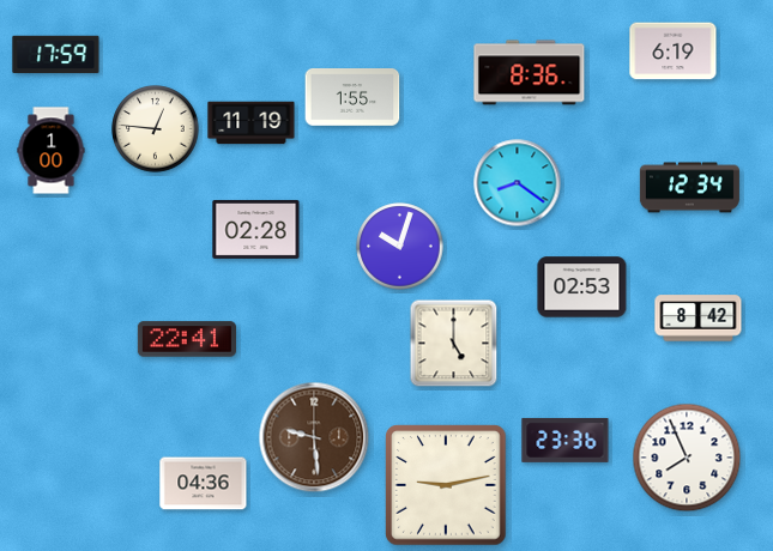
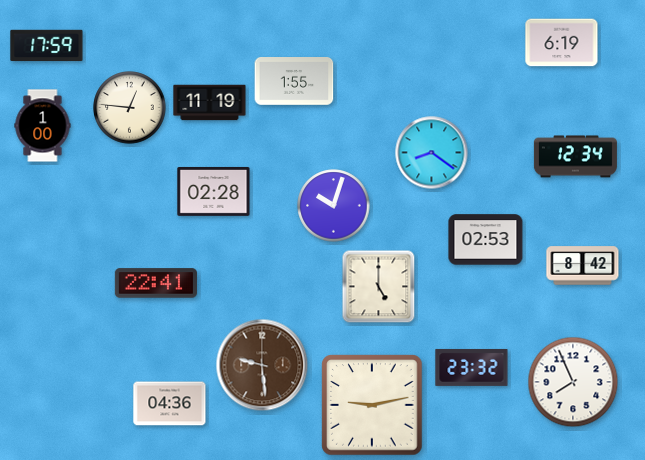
clock at (530, 73): 8:36 -> none
clock at (566, 440): 23:36 -> 23:32
